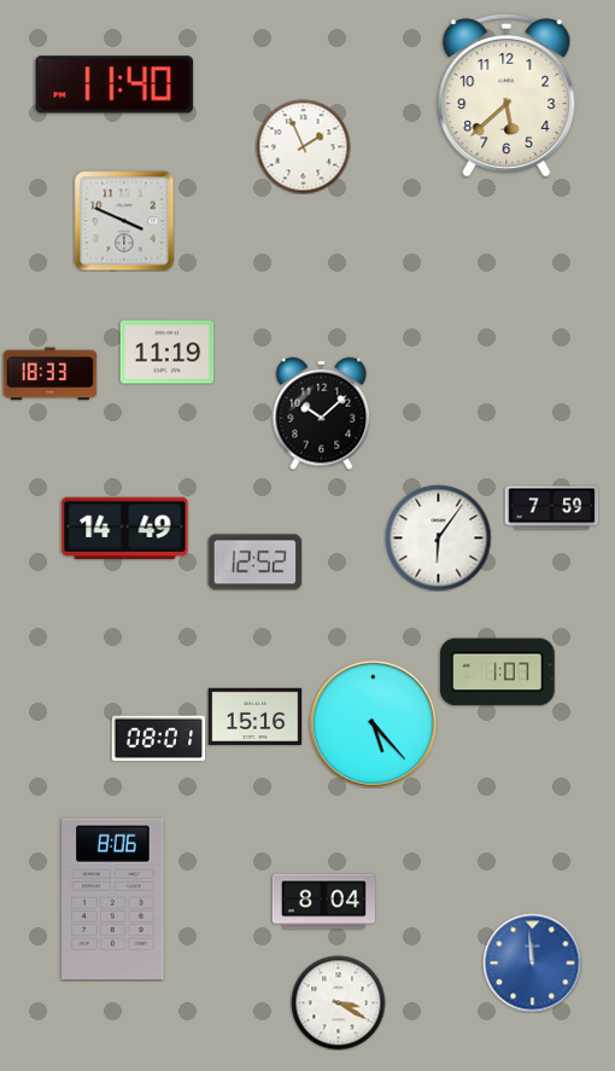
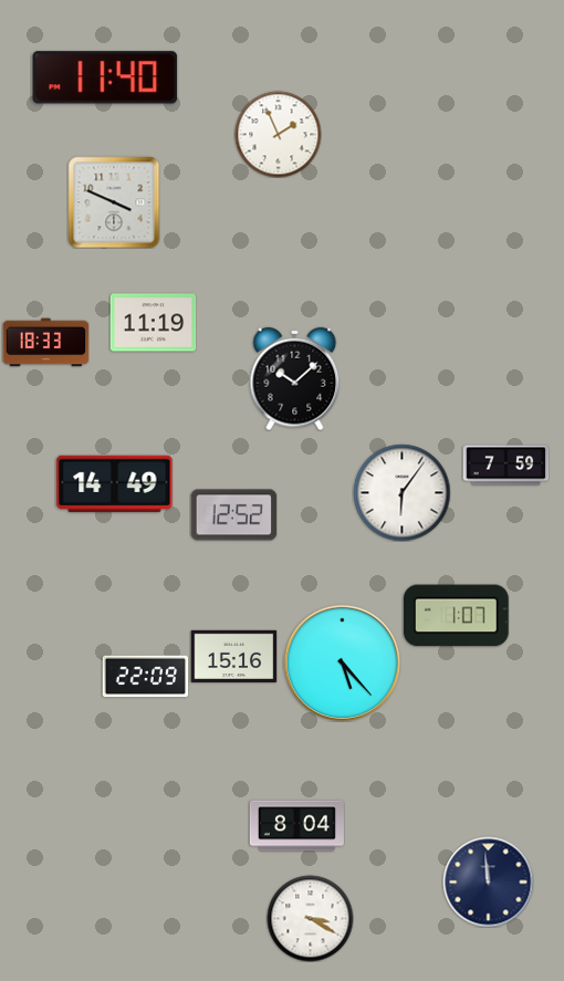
clock at (506, 95): 5:38 -> none
clock at (158, 739): 08:01 -> 22:09
clock at (113, 900): 8:06 -> none
clock at (532, 962) dial: blue -> navy
